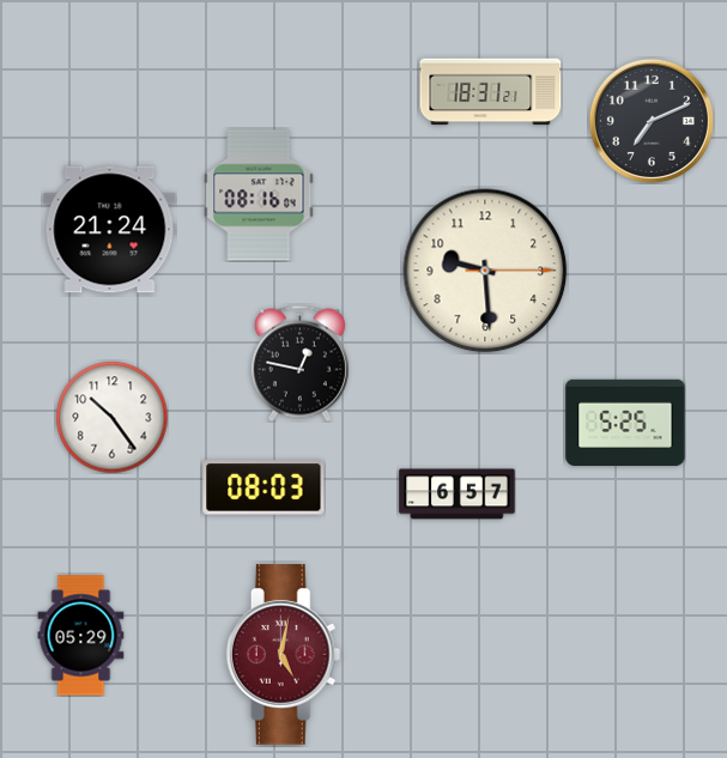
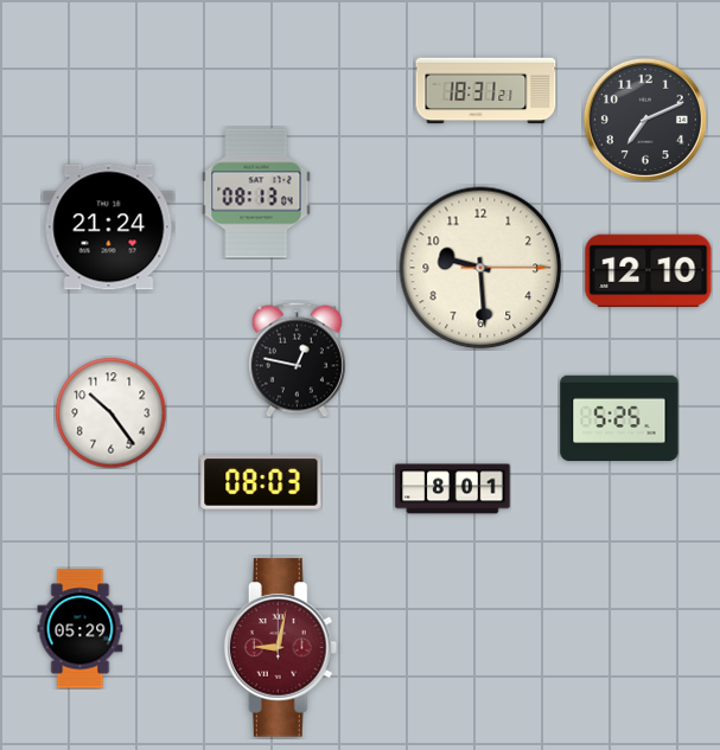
clock at (259, 195): 08:16 -> 08:13
clock at (649, 271): none -> 12:10
clock at (458, 495): 6:57 -> 8:01
clock at (284, 655): 5:02 -> 9:02
